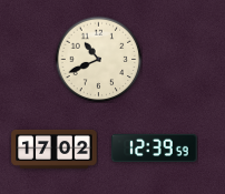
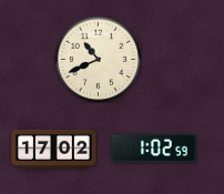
clock at (155, 147): 12:39 -> 1:02
